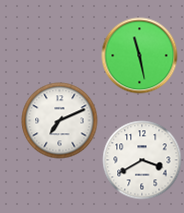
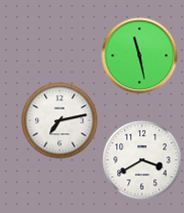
clock at (60, 121): 7:11 -> 7:13
